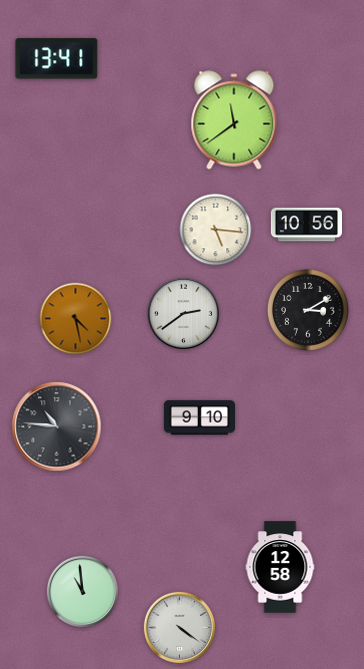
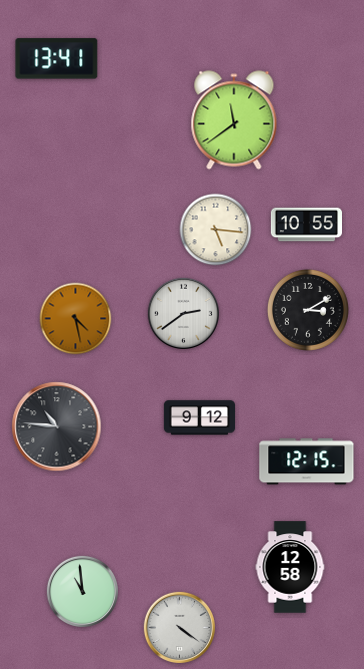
clock at (306, 225): 10:56 -> 10:55
clock at (200, 418): 9:10 -> 9:12
clock at (307, 462): none -> 12:15
clock at (280, 567) position: (280, 567) -> (290, 567)
